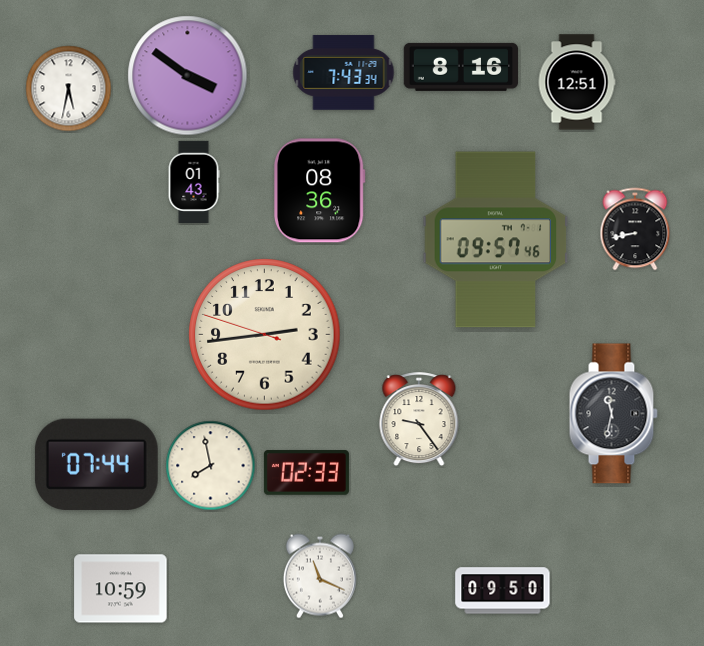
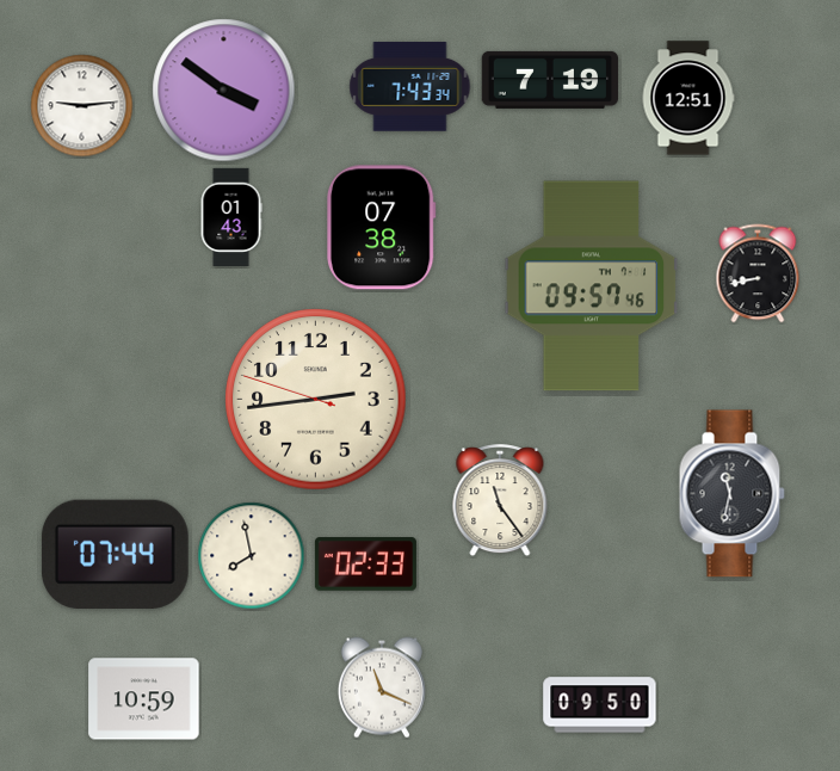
clock at (461, 67): 8:16 -> 7:19
clock at (69, 89): 5:32 -> 9:14
clock at (319, 191): 08:36 -> 07:38
clock at (419, 420): 9:24 -> 11:24
clock at (121, 589) position: (121, 589) -> (144, 699)
